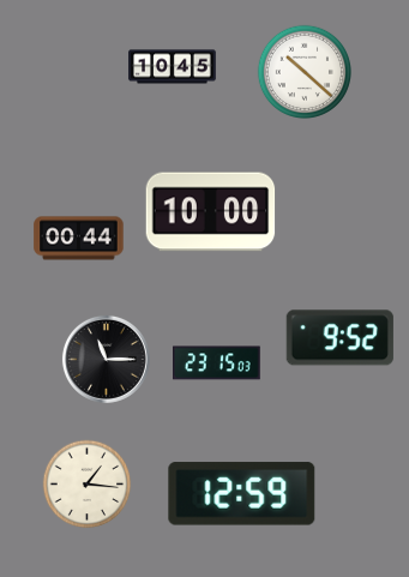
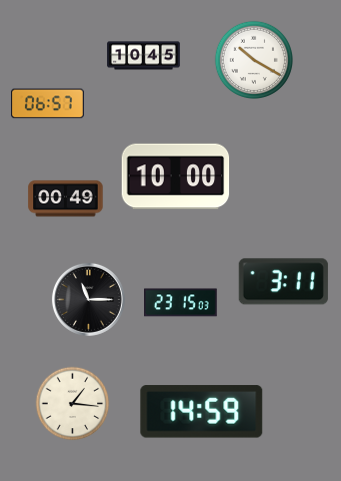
clock at (303, 71): 10:22 -> 10:20
clock at (48, 104): none -> 06:57
clock at (79, 239): 00:44 -> 00:49
clock at (339, 338): 9:52 -> 3:11
clock at (242, 494): 12:59 -> 14:59
